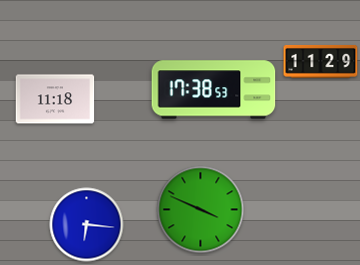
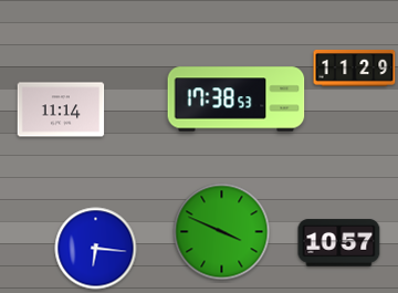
clock at (55, 99): 11:18 -> 11:14
clock at (339, 243): none -> 10:57
